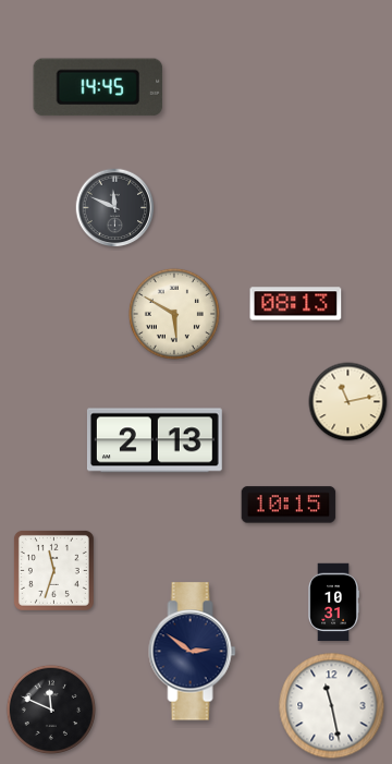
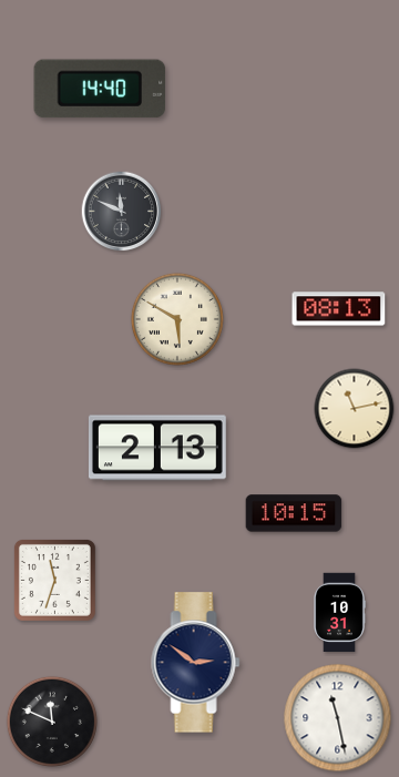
clock at (98, 87): 14:45 -> 14:40
clock at (115, 208) position: (115, 208) -> (122, 212)
clock at (296, 304) position: (296, 304) -> (339, 309)
